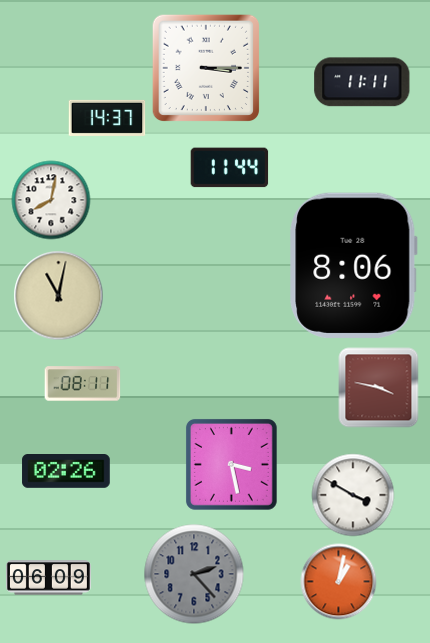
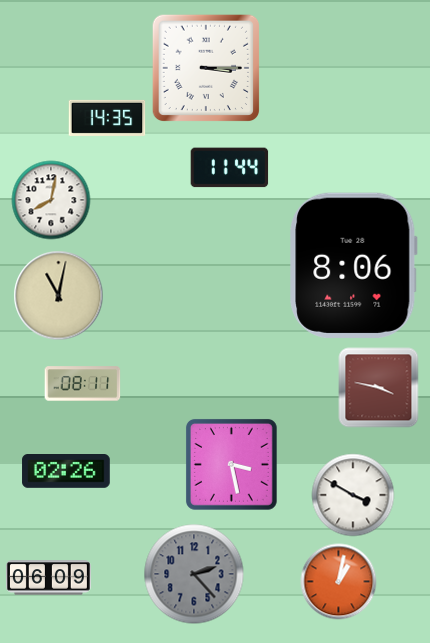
clock at (362, 82): 11:11 -> none
clock at (107, 118): 14:37 -> 14:35
